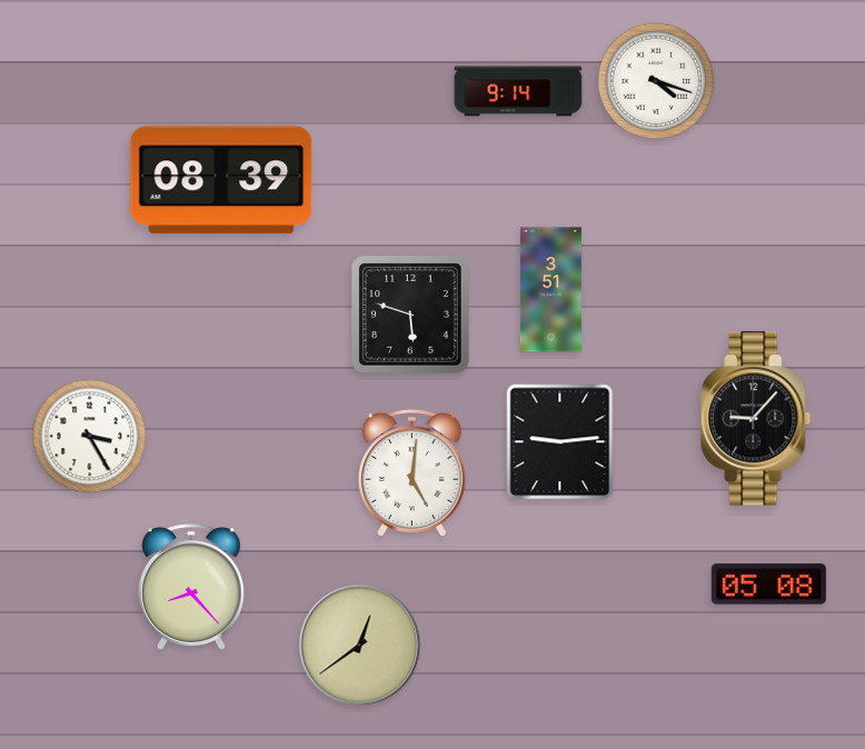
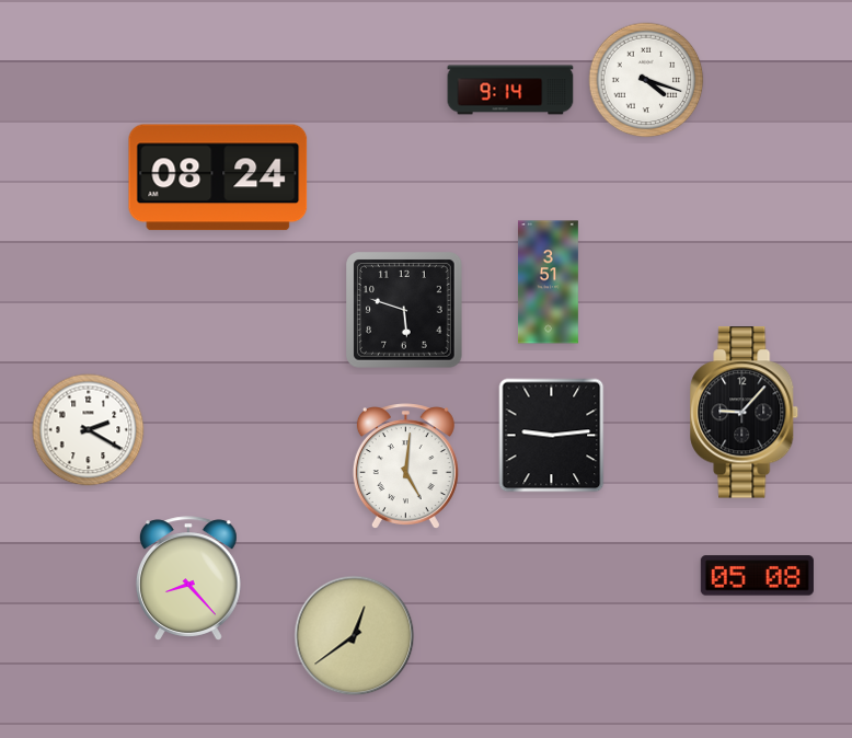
clock at (221, 180): 08:39 -> 08:24
clock at (550, 290) position: (550, 290) -> (548, 282)
clock at (90, 437): 3:25 -> 2:20
